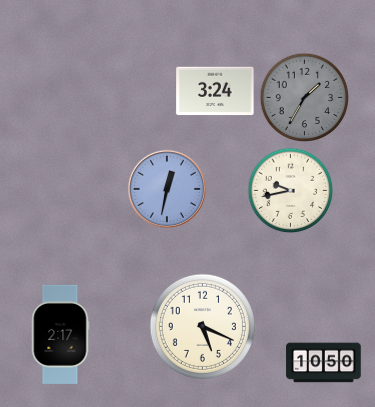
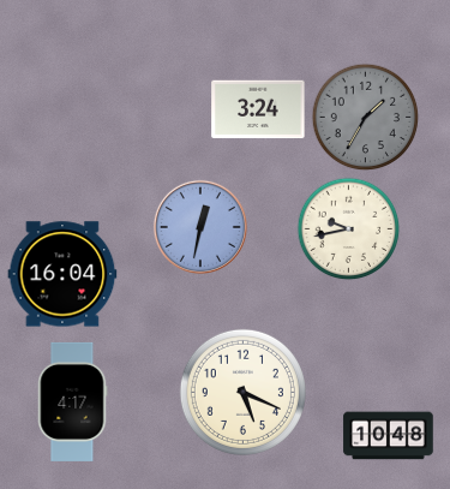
clock at (62, 274): none -> 16:04
clock at (60, 334): 2:17 -> 4:17
clock at (324, 363): 10:50 -> 10:48
